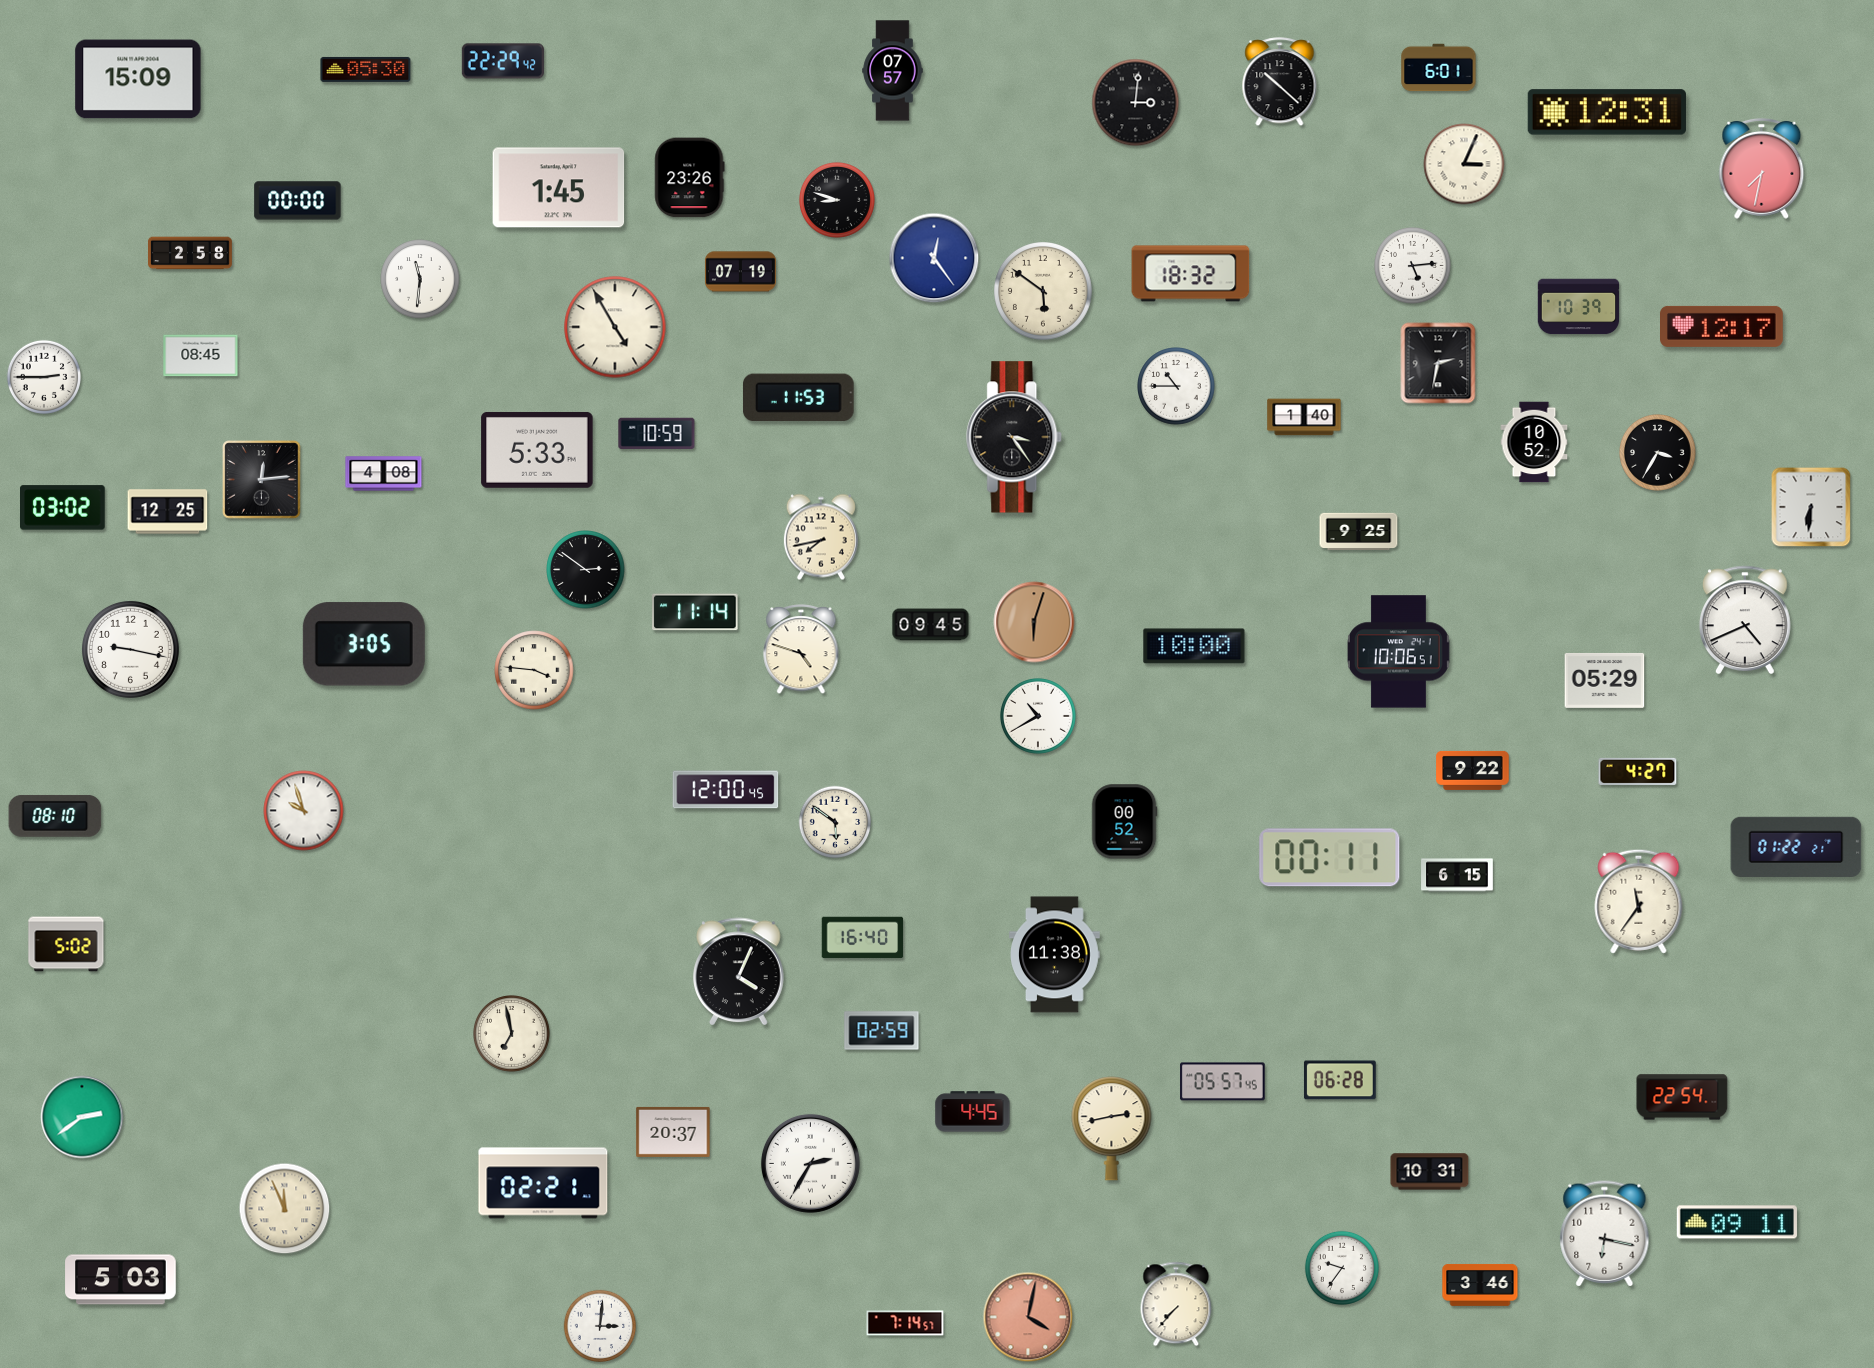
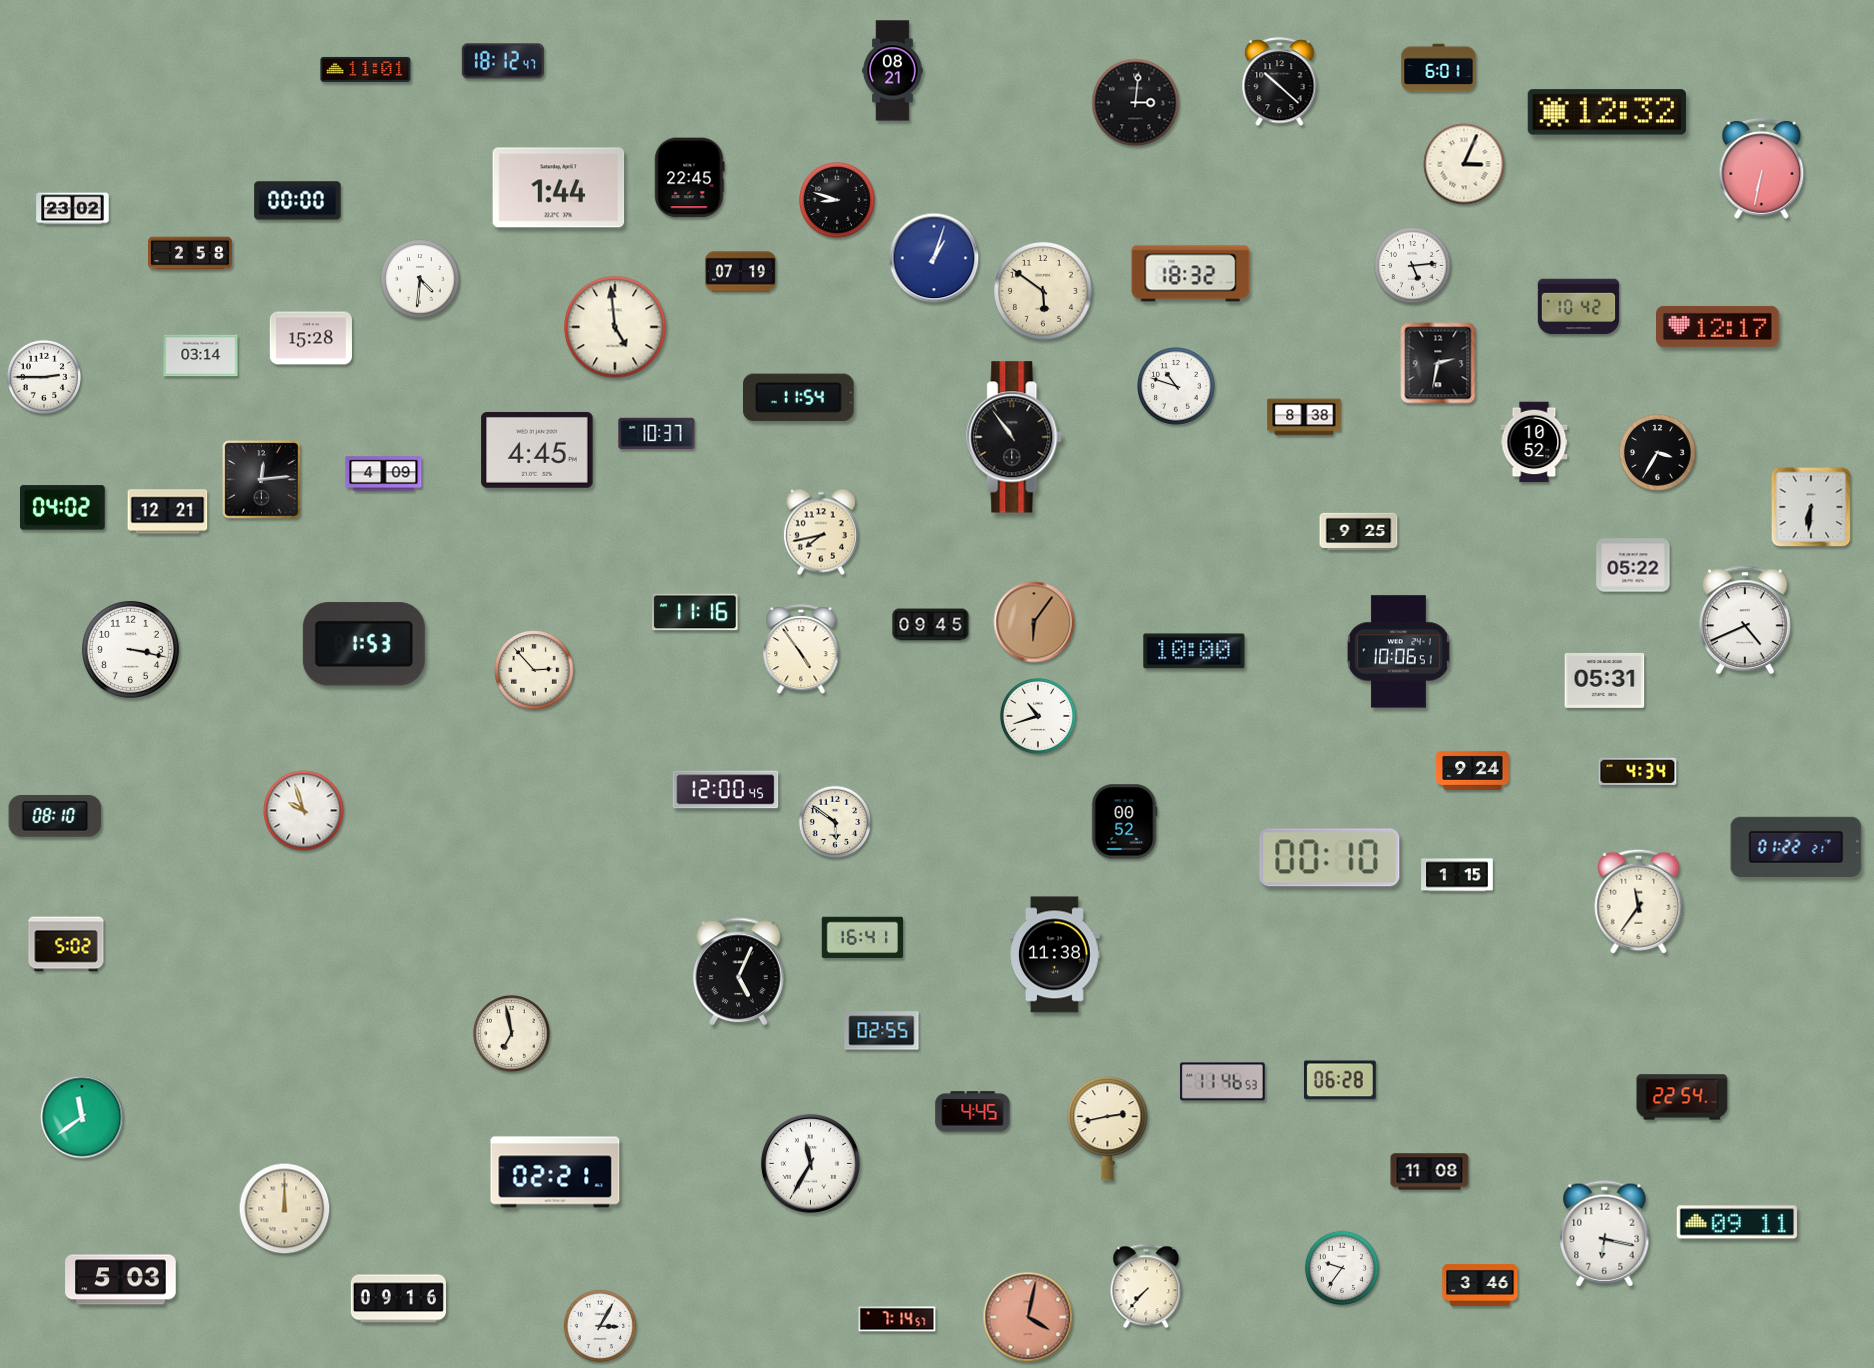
clock at (503, 61): 22:29 -> 18:12
clock at (366, 69): 05:30 -> 11:01
clock at (893, 71): 07:57 -> 08:21
clock at (138, 79): 15:09 -> none
clock at (1607, 112): 12:31 -> 12:32
clock at (1762, 168): 7:32 -> 6:32
clock at (690, 178): 23:26 -> 22:45
clock at (559, 188): 1:45 -> 1:44
clock at (73, 209): none -> 23:02
clock at (934, 258): 12:24 -> 1:03
clock at (420, 279): 11:31 -> 4:31
clock at (1579, 307): 10:39 -> 10:42
clock at (1722, 326) position: (1722, 326) -> (1718, 326)
clock at (615, 327): 4:55 -> 4:59
clock at (311, 338): none -> 15:28
clock at (201, 356): 08:45 -> 03:14
clock at (1176, 386): 10:45 -> 10:48
clock at (798, 398): 11:53 -> 11:54
clock at (1304, 417): 1:40 -> 8:38
clock at (657, 433): 10:59 -> 10:37
clock at (1015, 437): 3:24 -> 10:54
clock at (537, 450): 5:33 -> 4:45
clock at (384, 474): 4:08 -> 4:09
clock at (63, 508): 03:02 -> 04:02
clock at (168, 512): 12:25 -> 12:21
clock at (821, 537) position: (821, 537) -> (821, 532)
clock at (1633, 565): none -> 05:22
clock at (586, 570): 2:51 -> none
clock at (695, 612): 11:14 -> 11:16
clock at (1034, 622): 6:03 -> 6:06
clock at (364, 644): 3:05 -> 1:53
clock at (1194, 646) position: (1194, 646) -> (1194, 651)
clock at (130, 649): 9:17 -> 3:17
clock at (801, 650): 4:48 -> 4:54
clock at (534, 670): 3:46 -> 2:53
clock at (1605, 680): 05:29 -> 05:31
clock at (1038, 716): 10:40 -> 10:42
clock at (1473, 770): 9:22 -> 9:24
clock at (1638, 771): 4:27 -> 4:34
clock at (1330, 858): 00:11 -> 00:10
clock at (1457, 875): 6:15 -> 1:15
clock at (863, 938): 16:40 -> 16:41
clock at (739, 971): 4:04 -> 5:04
clock at (882, 1031): 02:59 -> 02:55
clock at (1223, 1082): 05:57 -> 11:46
clock at (82, 1117): 2:39 -> 11:39
clock at (1112, 1129) position: (1112, 1129) -> (1108, 1129)
clock at (673, 1132): 20:37 -> none
clock at (810, 1163): 2:35 -> 11:35
clock at (1430, 1172): 10:31 -> 11:08
clock at (543, 1183) position: (543, 1183) -> (555, 1172)
clock at (285, 1209): 11:56 -> 12:00
clock at (398, 1299): none -> 09:16
clock at (1176, 1304) position: (1176, 1304) -> (1146, 1286)
clock at (905, 1323) position: (905, 1323) -> (897, 1319)
clock at (600, 1326): 3:01 -> 3:05
